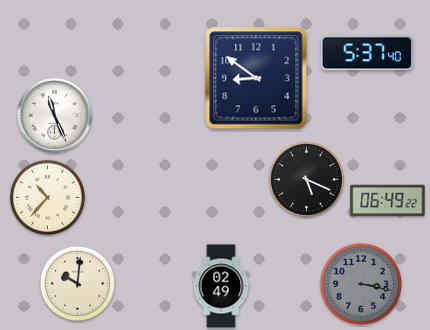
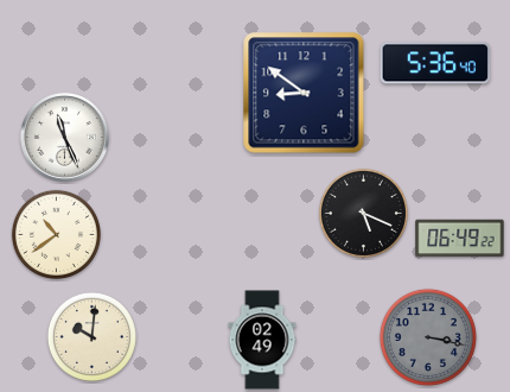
clock at (367, 53): 5:37 -> 5:36
clock at (47, 197): 10:37 -> 10:39
